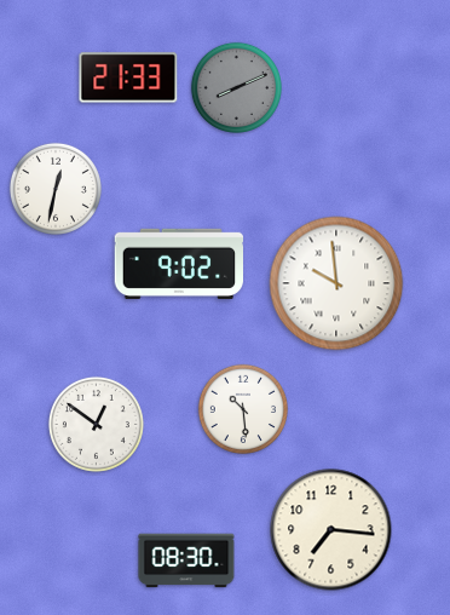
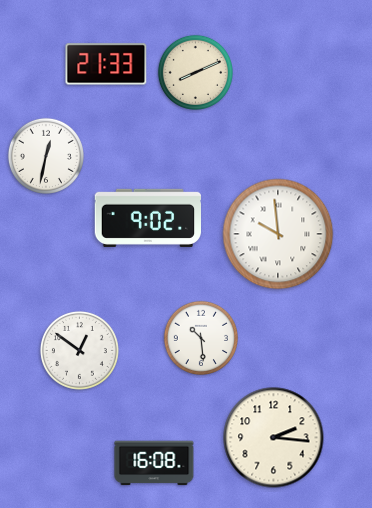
clock at (236, 87) dial: grey -> cream
clock at (331, 530): 7:16 -> 2:16
clock at (186, 561): 08:30 -> 16:08
